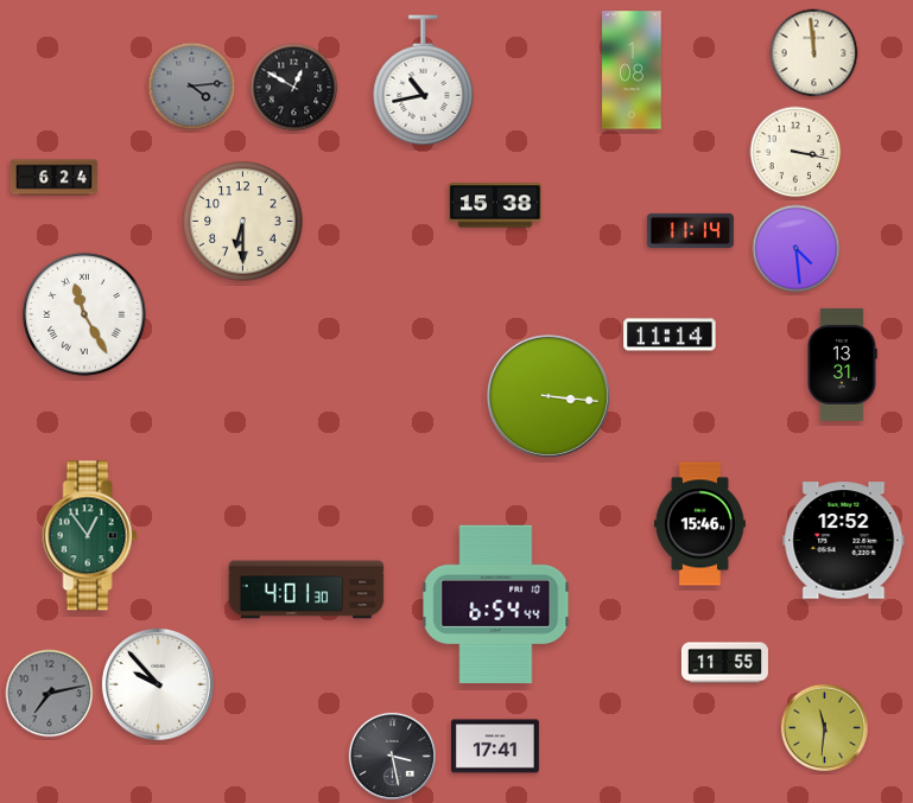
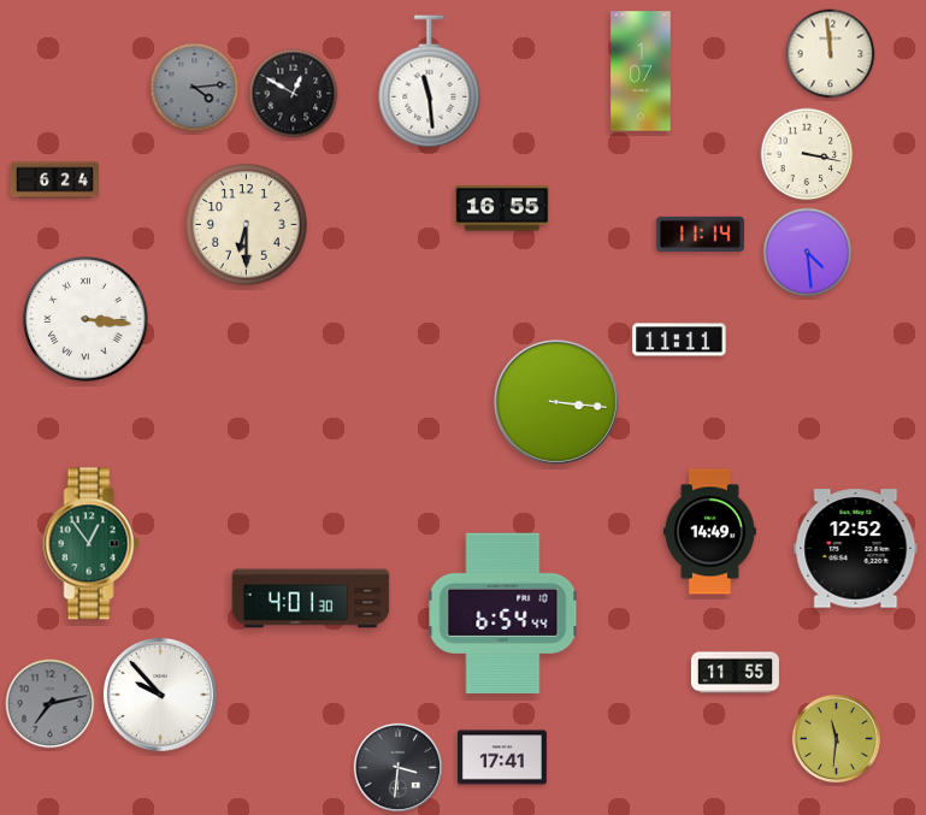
clock at (814, 53) position: (814, 53) -> (831, 54)
clock at (632, 70): 1:08 -> 1:07
clock at (424, 81): 10:43 -> 11:29
clock at (294, 88) position: (294, 88) -> (294, 94)
clock at (495, 205): 15:38 -> 16:55
clock at (84, 314): 11:25 -> 3:16
clock at (670, 334): 11:14 -> 11:11
clock at (842, 364): 13:31 -> none
clock at (699, 524): 15:46 -> 14:49
clock at (392, 756): 3:28 -> 3:31
